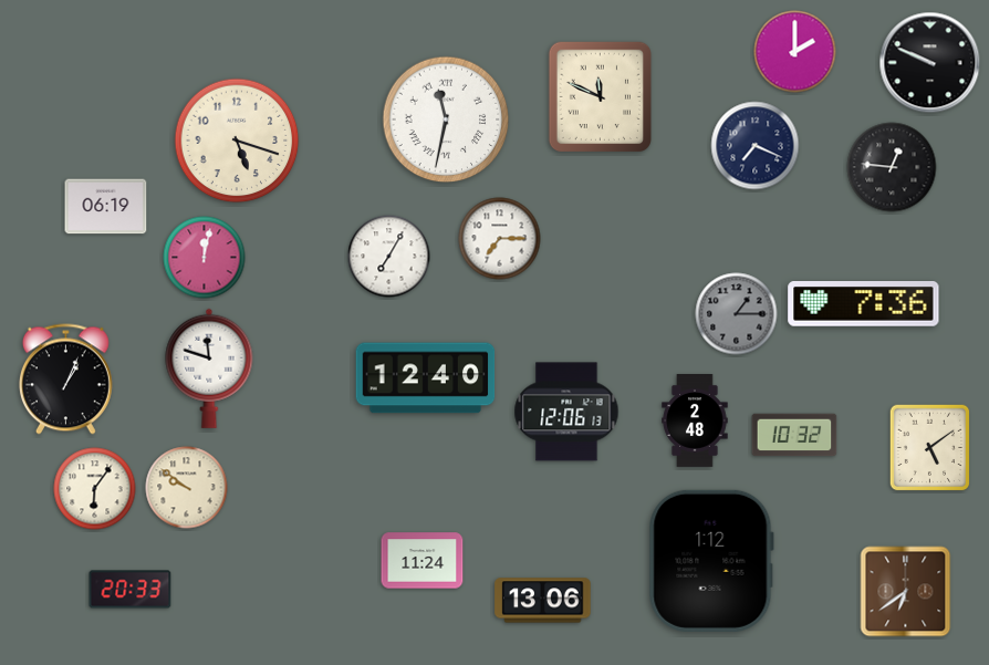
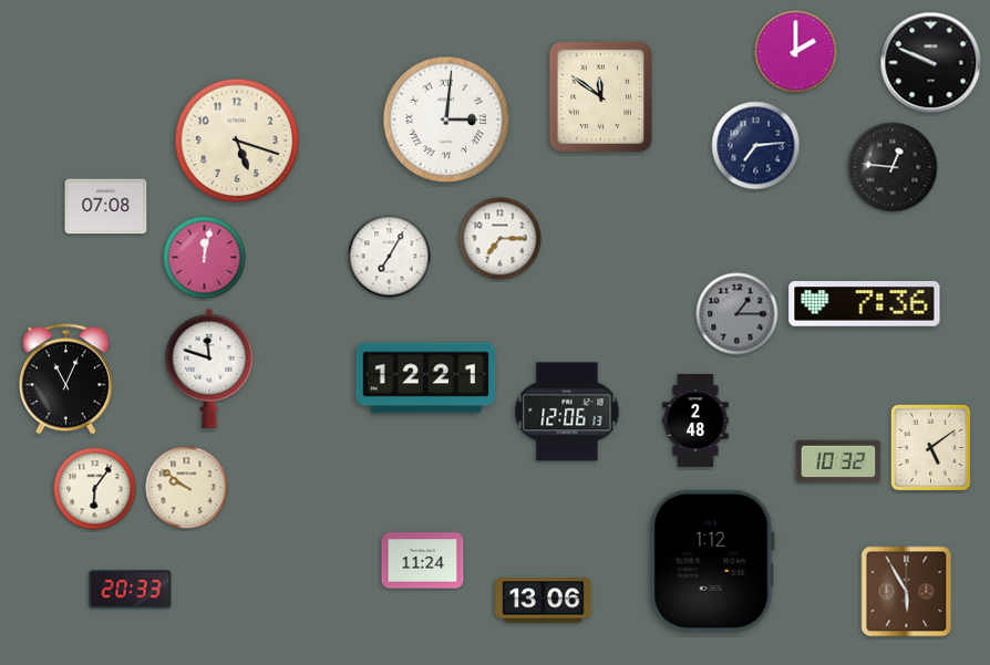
clock at (600, 97): 11:49 -> 11:51
clock at (446, 120): 11:32 -> 3:01
clock at (756, 146): 7:19 -> 7:14
clock at (106, 207): 06:19 -> 07:08
clock at (426, 378): 12:40 -> 12:21
clock at (65, 380): 1:04 -> 11:04
clock at (794, 435) position: (794, 435) -> (838, 461)
clock at (906, 592): 6:39 -> 5:55
